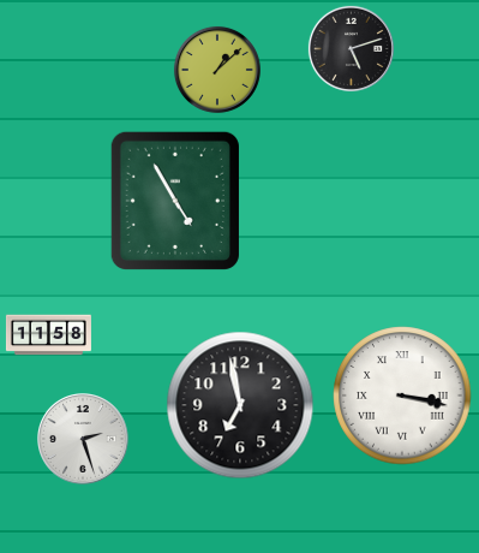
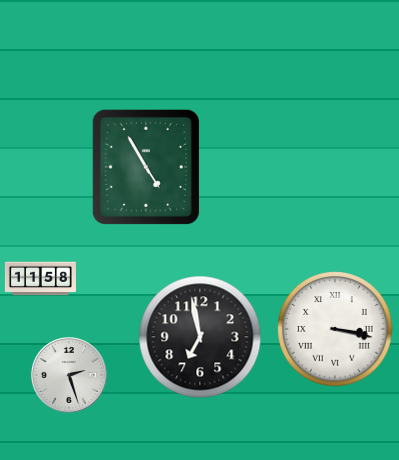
clock at (351, 48): 5:12 -> none
clock at (217, 70): 1:08 -> none
clock at (84, 440) position: (84, 440) -> (70, 376)
